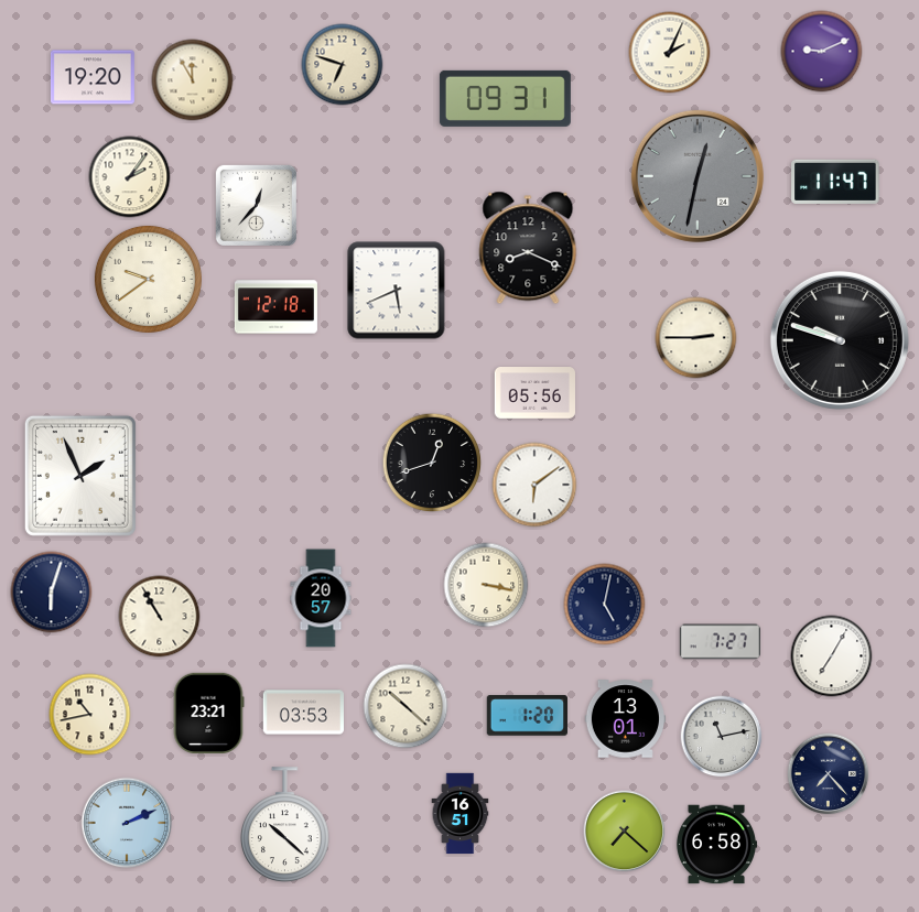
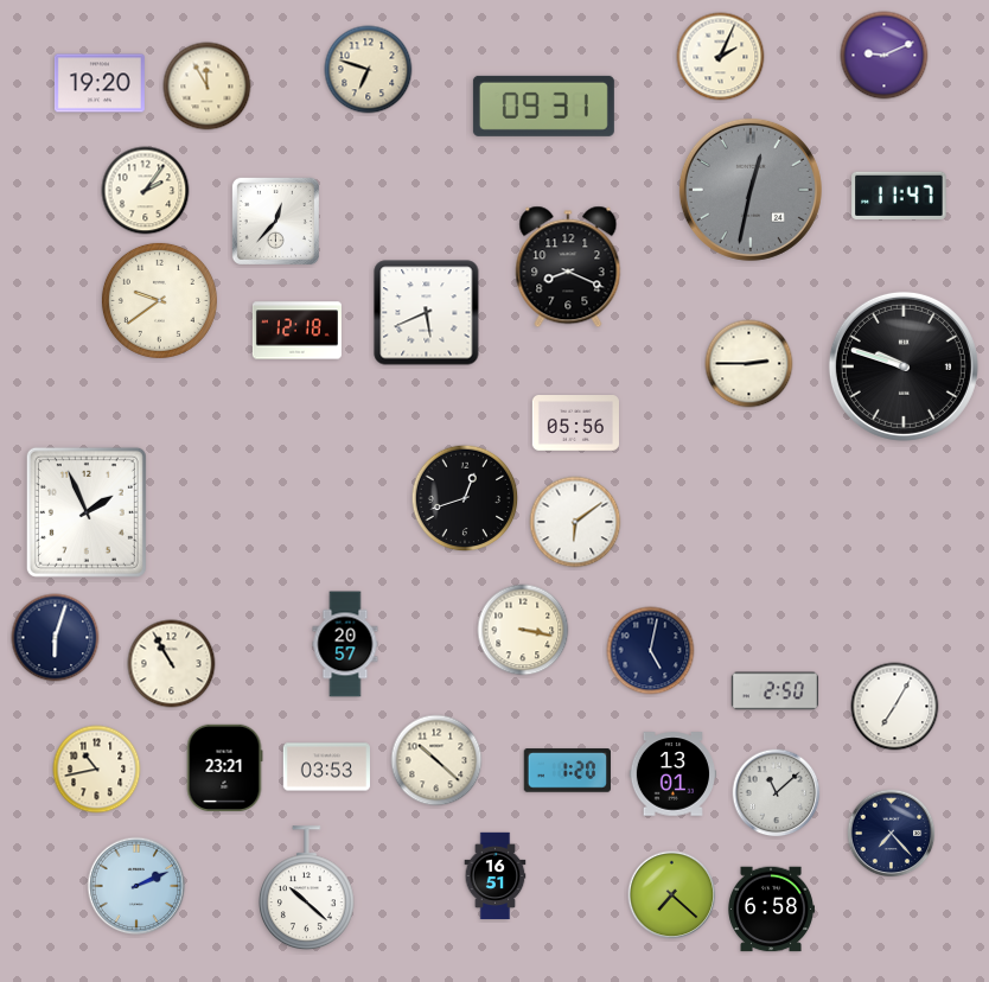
clock at (130, 177) position: (130, 177) -> (146, 191)
clock at (721, 642): 7:27 -> 2:50
clock at (722, 737): 11:13 -> 11:08
